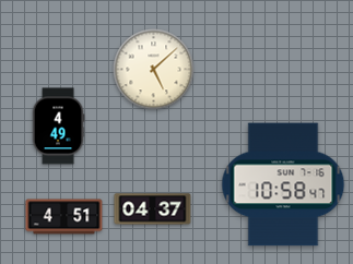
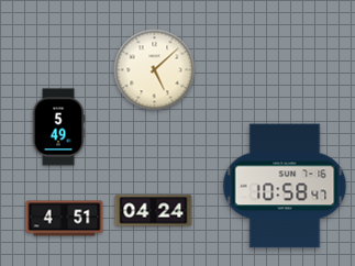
clock at (58, 127): 4:49 -> 5:49
clock at (153, 209): 04:37 -> 04:24
